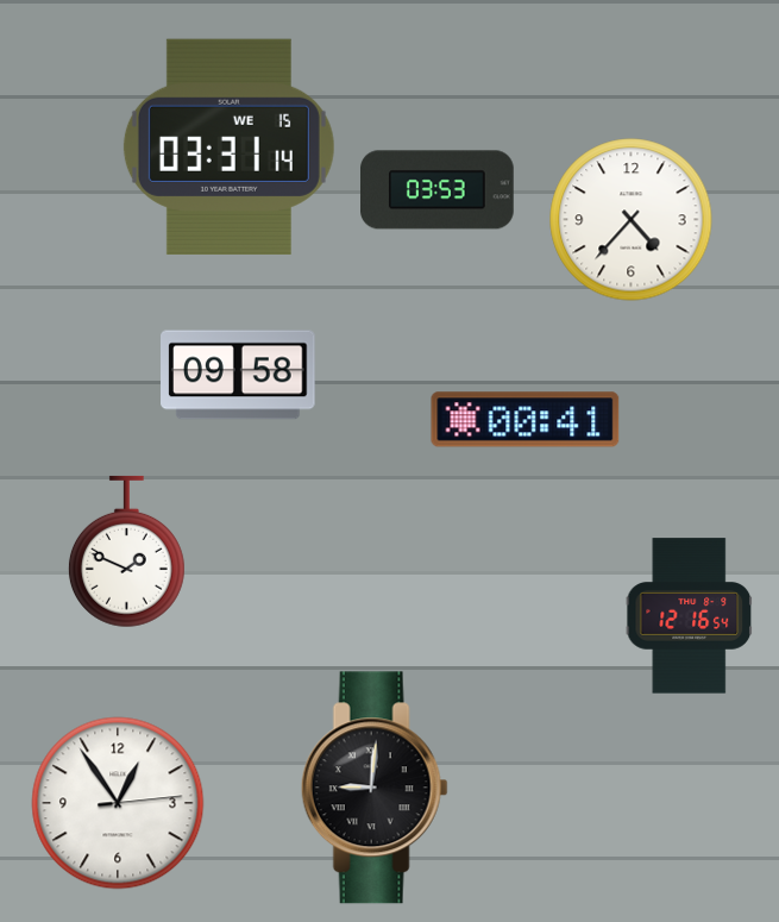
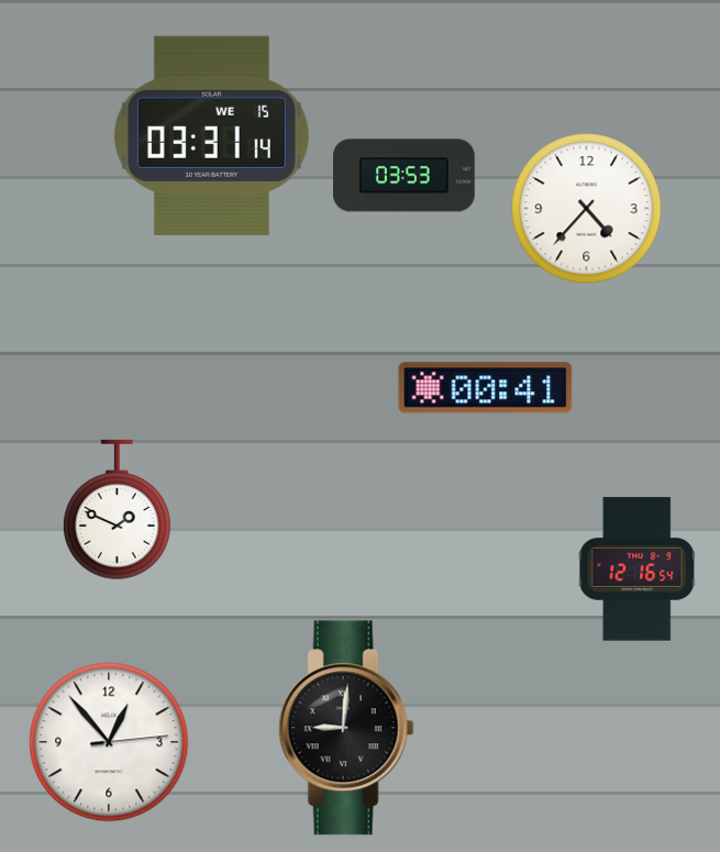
clock at (632, 220) position: (632, 220) -> (587, 209)
clock at (238, 375): 09:58 -> none
clock at (118, 803): 12:54 -> 12:53
